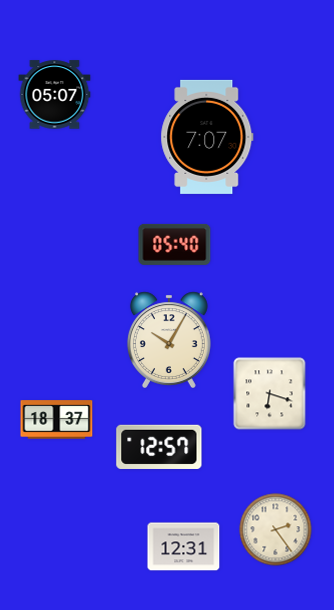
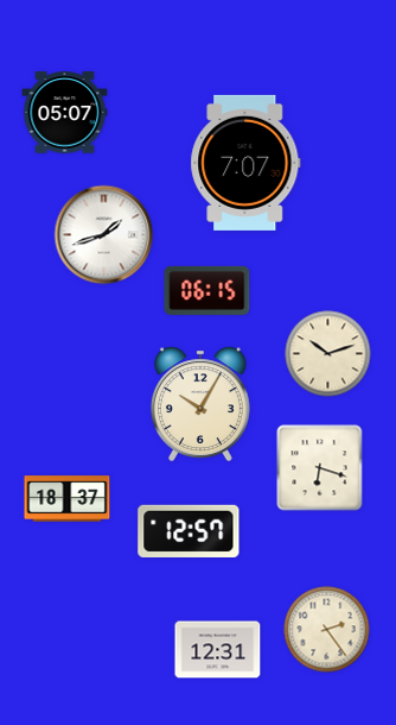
clock at (104, 235): none -> 1:42
clock at (175, 244): 05:40 -> 06:15
clock at (328, 354): none -> 10:12
